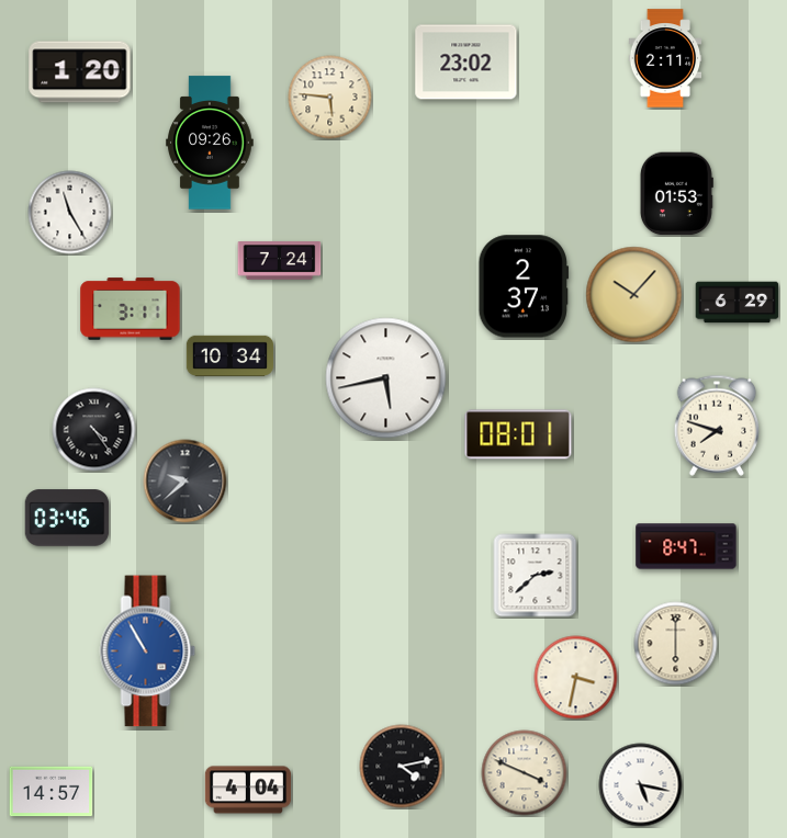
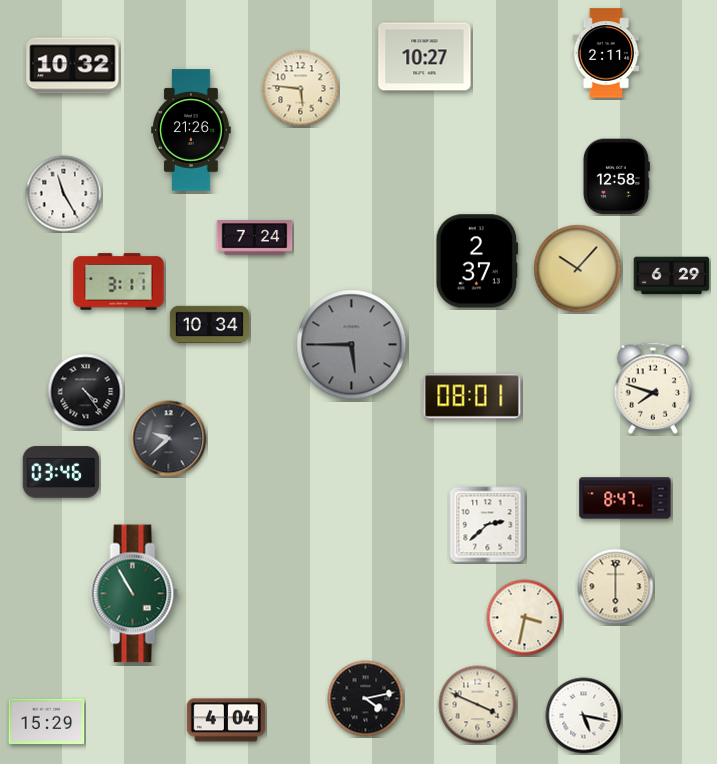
clock at (466, 63): 23:02 -> 10:27
clock at (80, 72): 1:20 -> 10:32
clock at (210, 143): 09:26 -> 21:26
clock at (676, 194): 01:53 -> 12:58
clock at (386, 378): 5:43 -> 5:45
clock at (386, 378) dial: white -> grey
clock at (148, 652) dial: blue -> green
clock at (52, 792): 14:57 -> 15:29
